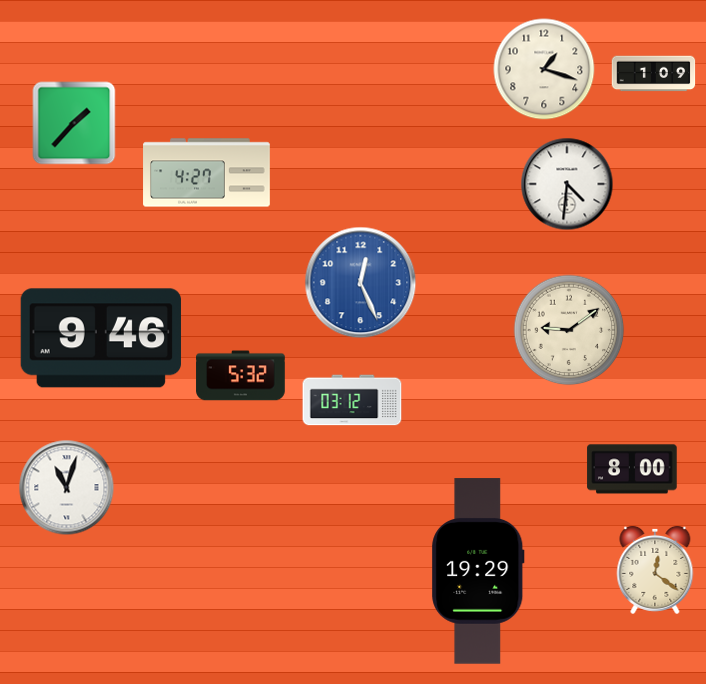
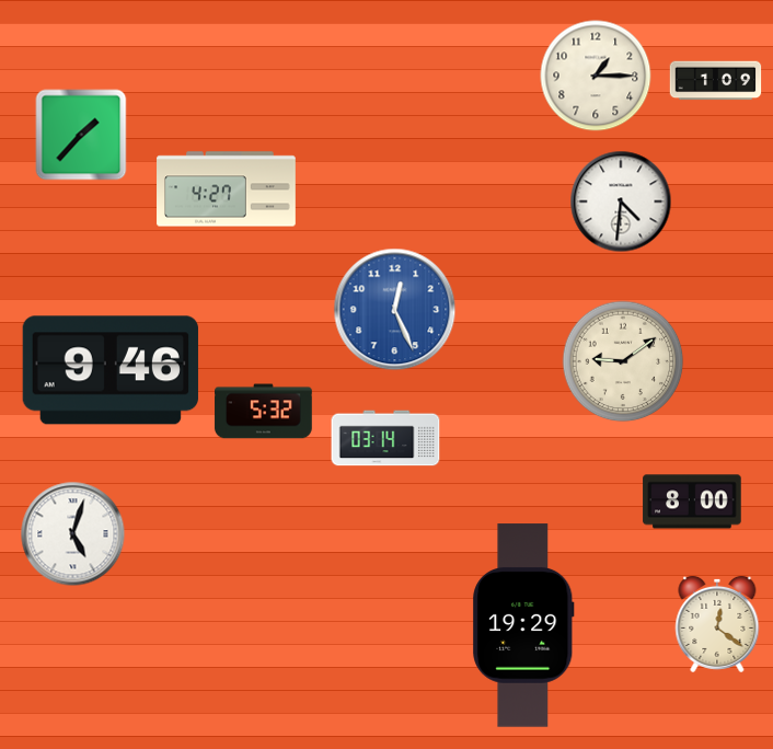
clock at (544, 69): 1:18 -> 1:15
clock at (352, 400): 03:12 -> 03:14
clock at (632, 469) position: (632, 469) -> (692, 502)
clock at (67, 488): 11:03 -> 5:03
